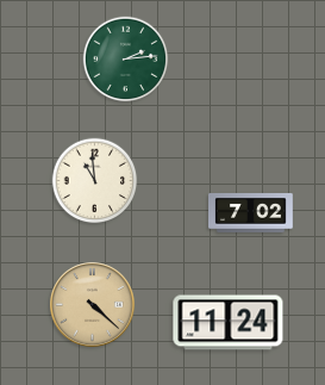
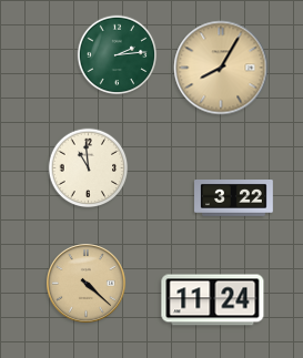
clock at (221, 68): none -> 8:05
clock at (251, 213): 7:02 -> 3:22
